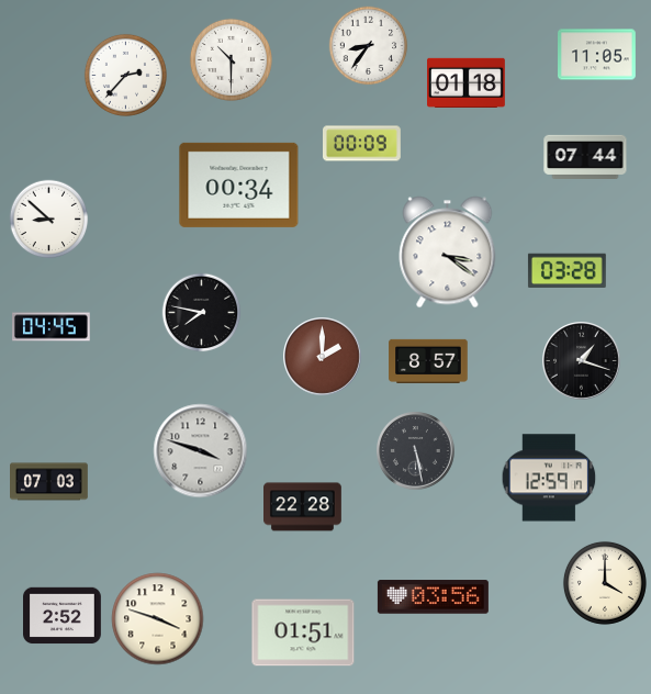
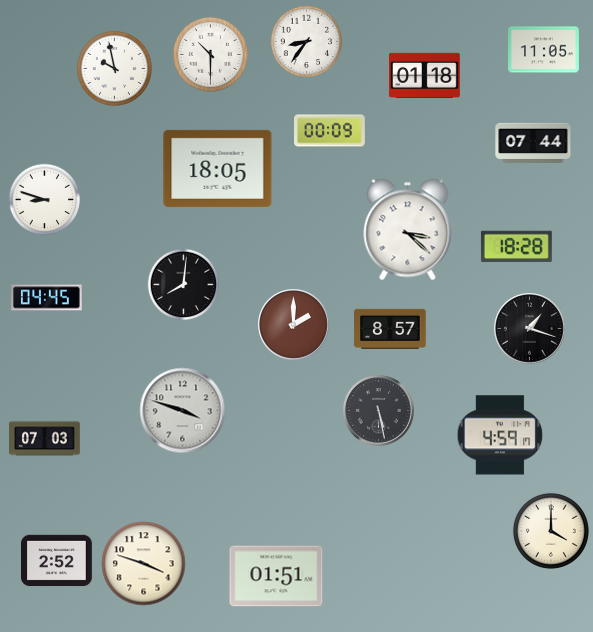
clock at (369, 46) position: (369, 46) -> (307, 42)
clock at (125, 75): 2:37 -> 9:58
clock at (239, 184): 00:34 -> 18:05
clock at (49, 220): 8:52 -> 8:48
clock at (448, 253): 3:21 -> 3:22
clock at (566, 270): 03:28 -> 18:28
clock at (202, 313): 7:47 -> 8:01
clock at (549, 478): 12:59 -> 4:59
clock at (303, 507): 22:28 -> none
clock at (433, 597): 03:56 -> none
